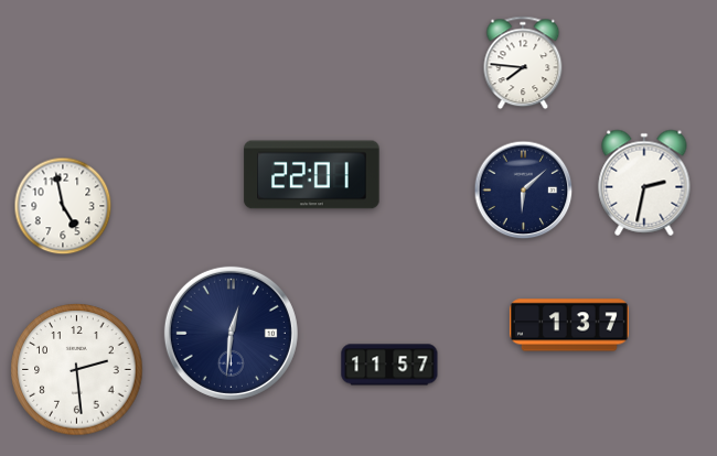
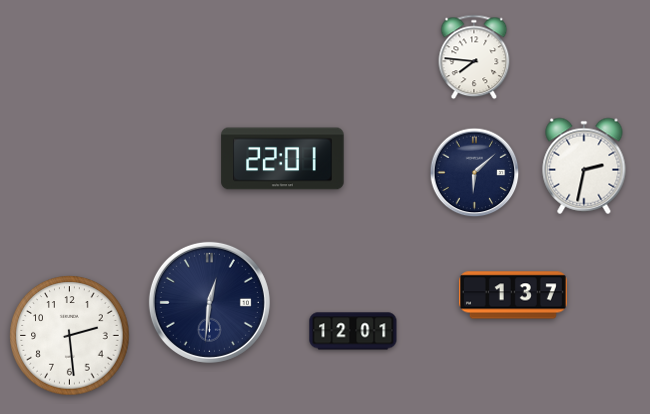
clock at (63, 206): 4:58 -> none
clock at (569, 325) position: (569, 325) -> (513, 295)
clock at (389, 365): 11:57 -> 12:01
